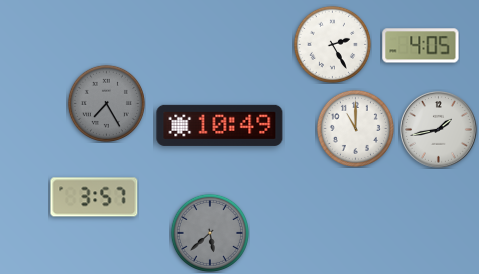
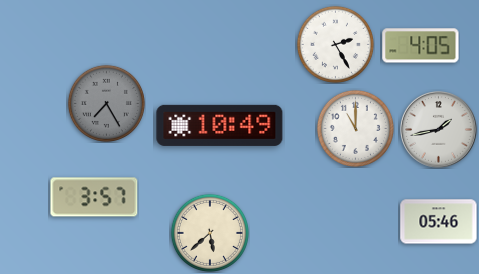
clock at (332, 44) position: (332, 44) -> (335, 44)
clock at (439, 222): none -> 05:46
clock at (210, 233) dial: grey -> cream
